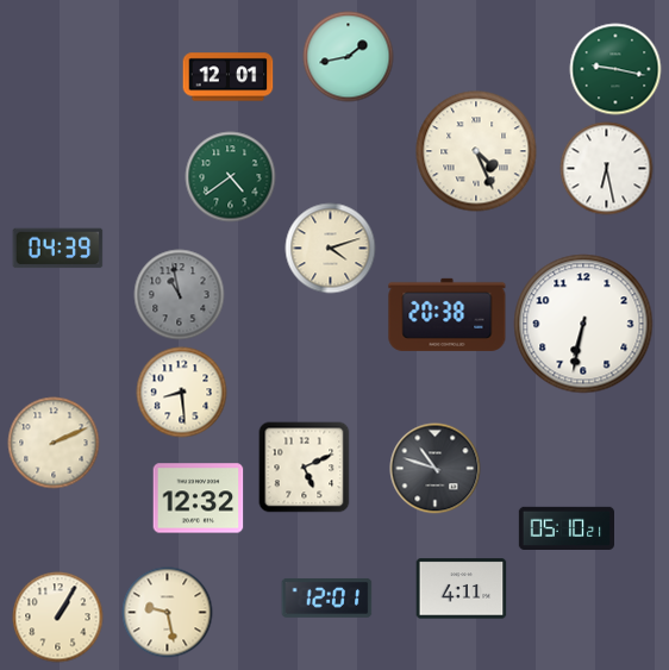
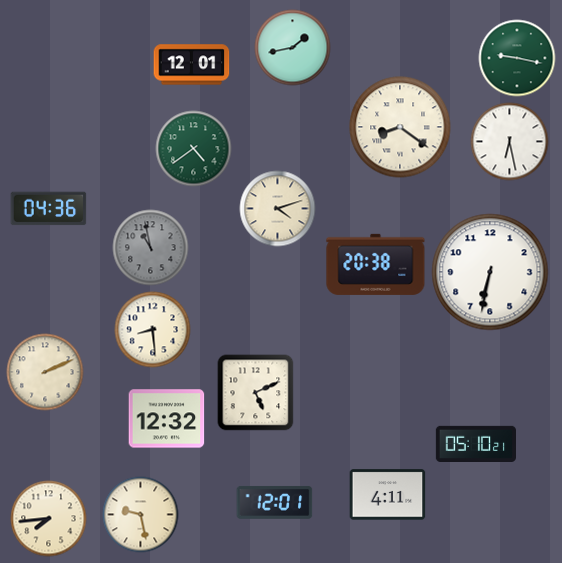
clock at (476, 151): 4:26 -> 8:21
clock at (58, 249): 04:39 -> 04:36
clock at (436, 469): 10:48 -> none
clock at (58, 618): 1:05 -> 7:44
